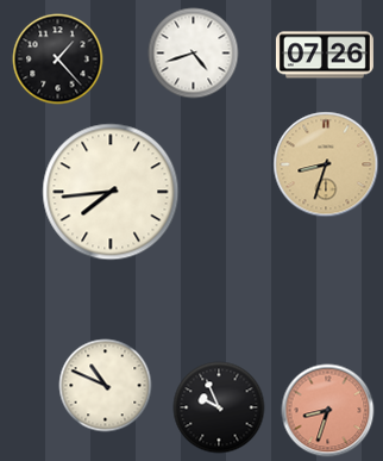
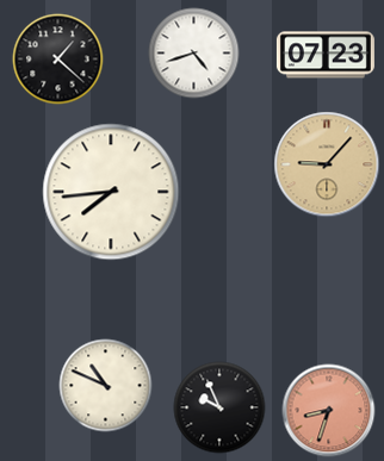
clock at (325, 55): 07:26 -> 07:23
clock at (58, 60): 1:23 -> 1:22
clock at (326, 164): 8:33 -> 9:07
